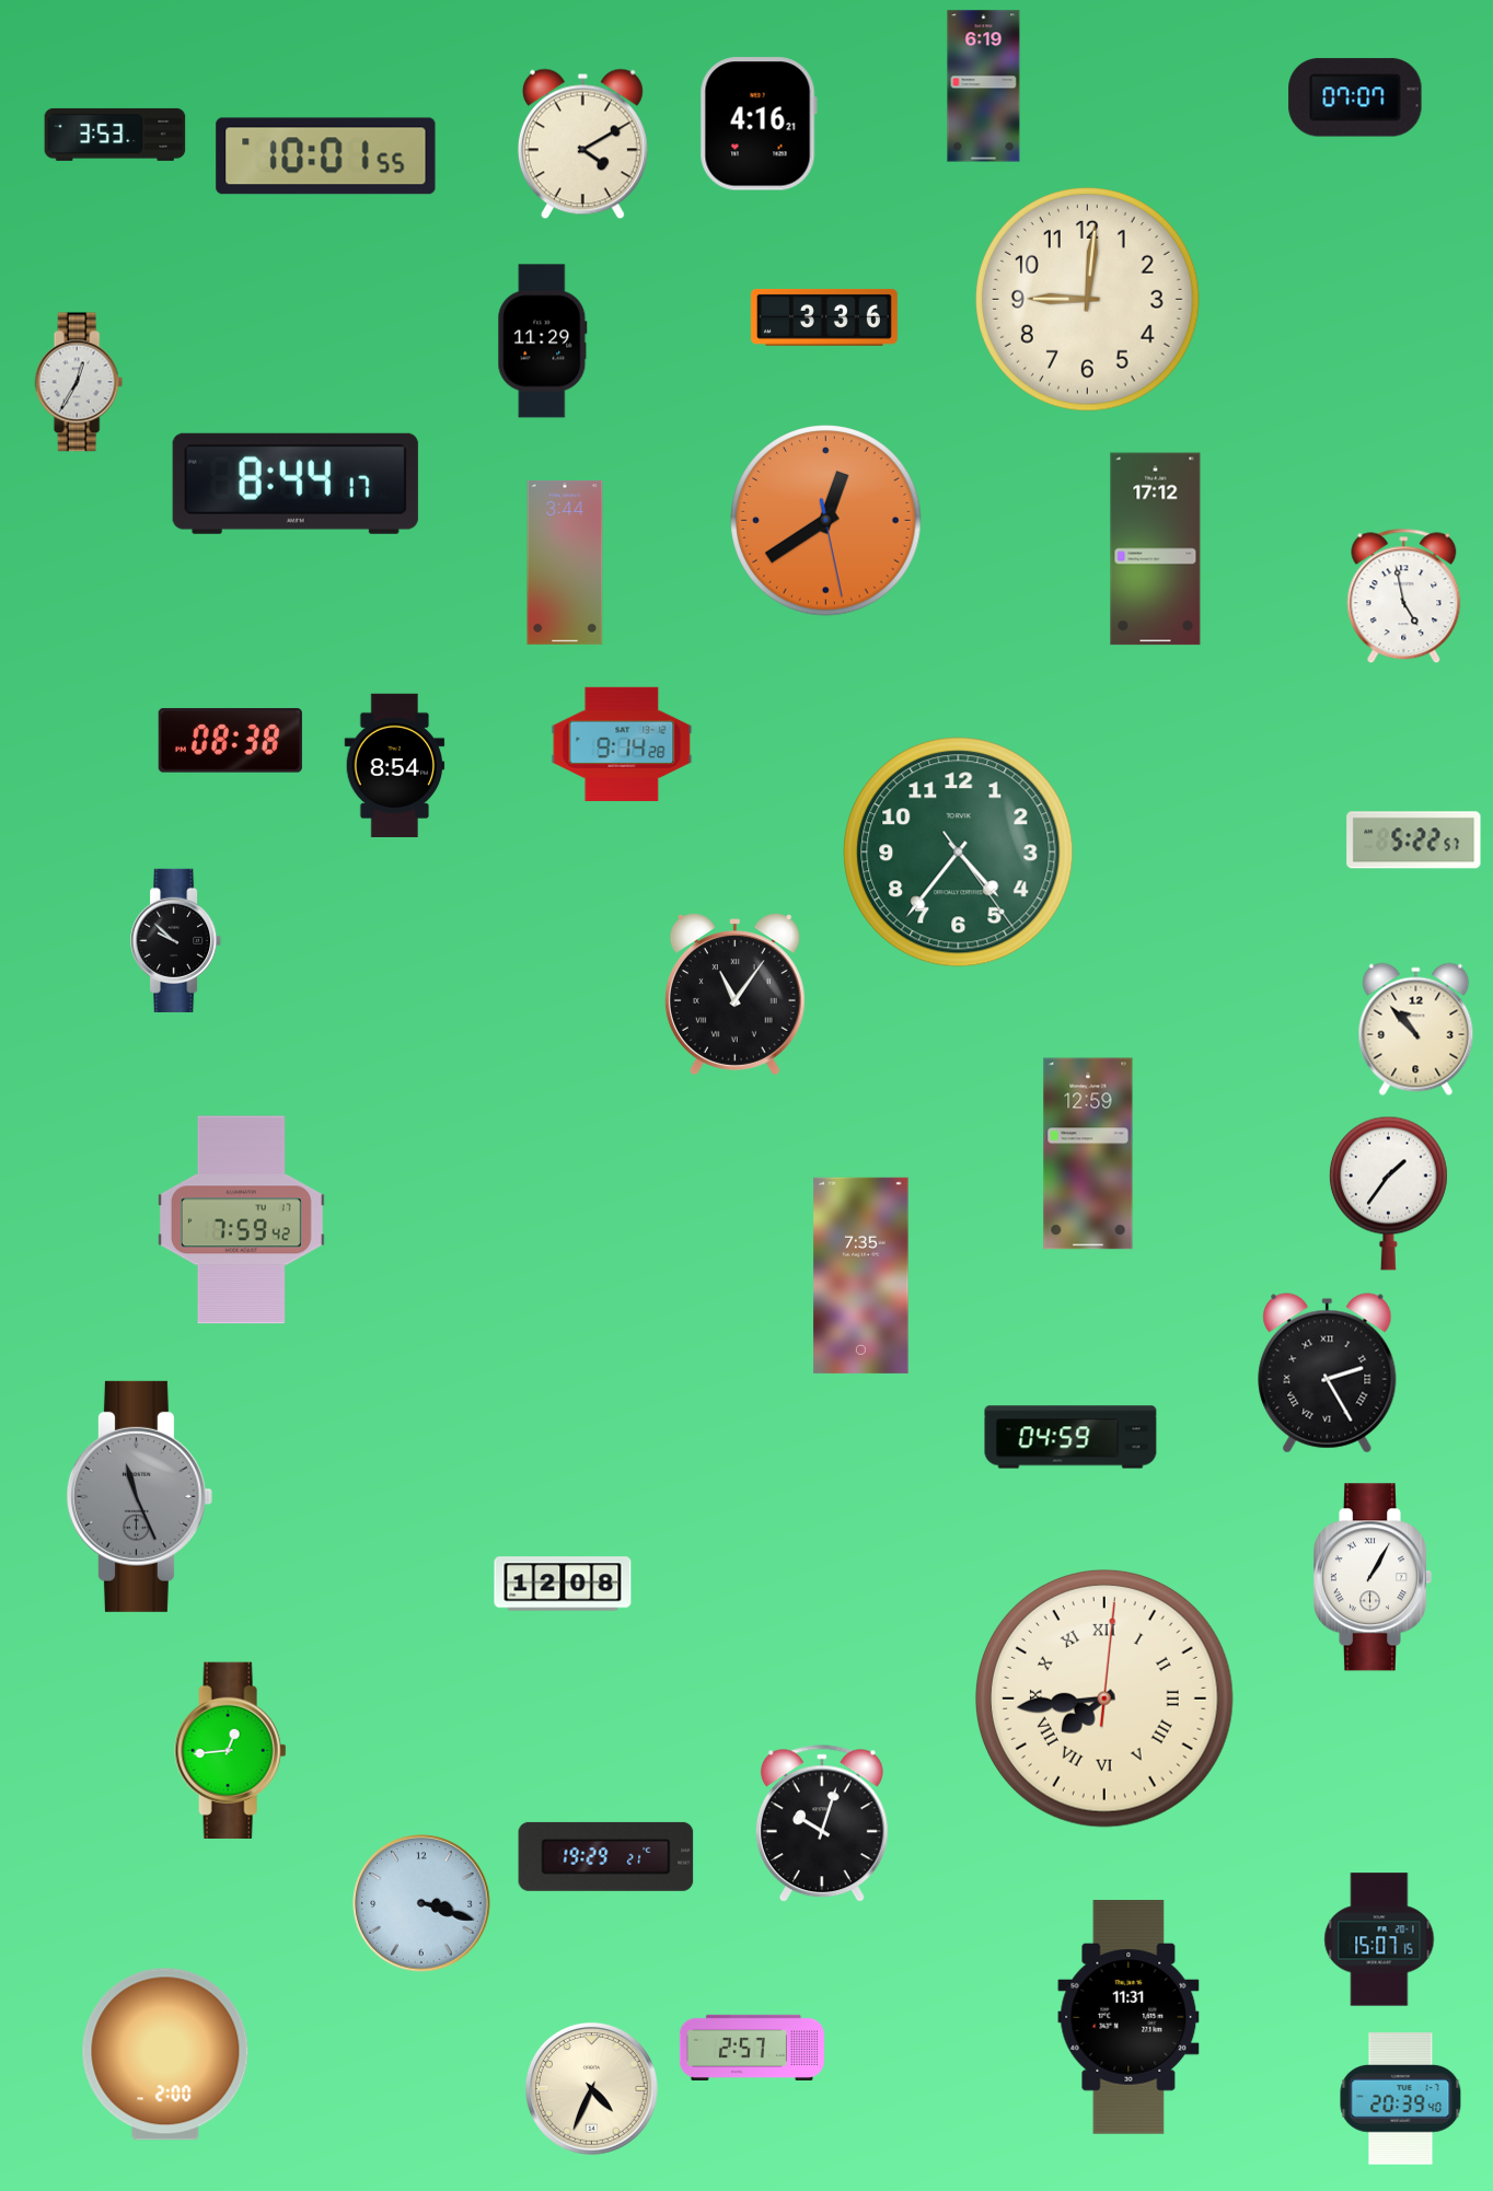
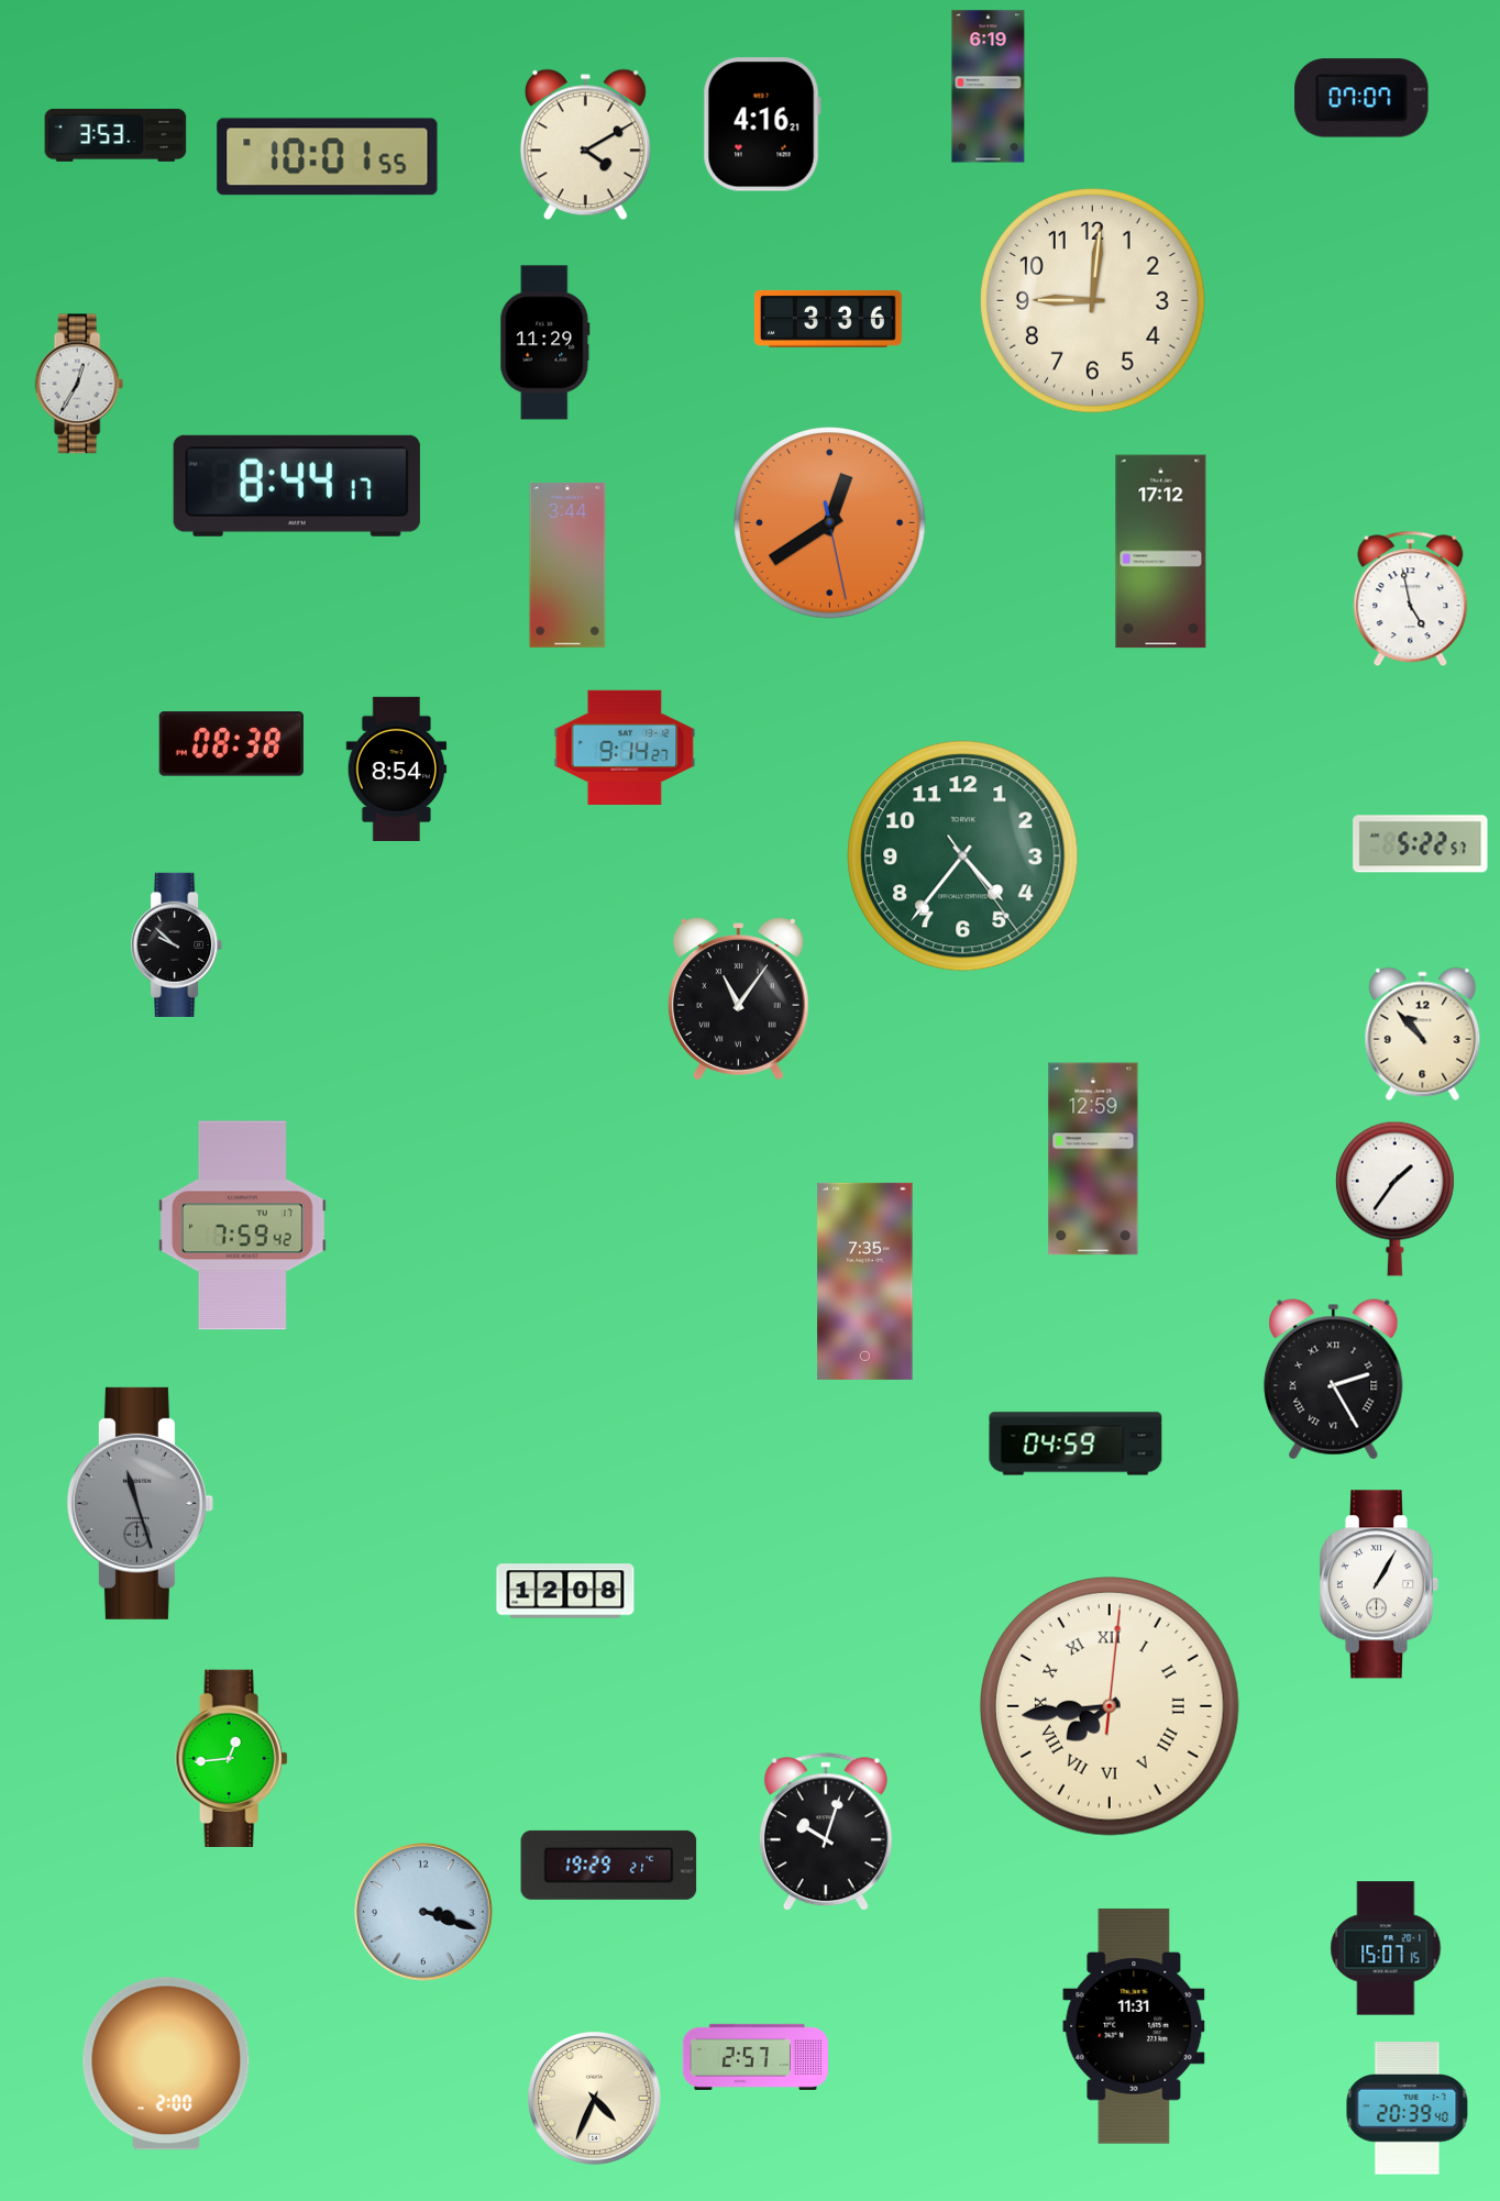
clock at (622, 744): 9:14:28 -> 9:14:27
clock at (139, 1496): 11:26 -> 11:27
